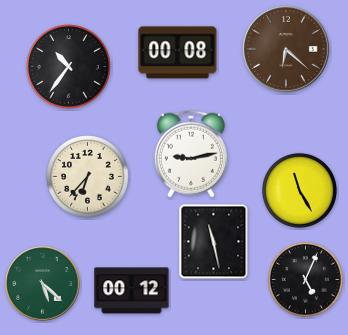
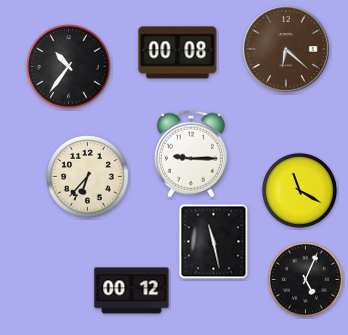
clock at (191, 154): 9:13 -> 9:15
clock at (299, 190): 11:25 -> 11:20
clock at (43, 284): 5:22 -> none
